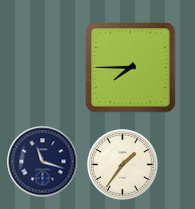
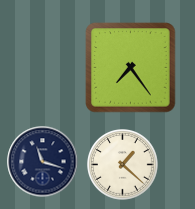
clock at (131, 68): 7:45 -> 7:24
clock at (123, 165): 1:36 -> 1:22
